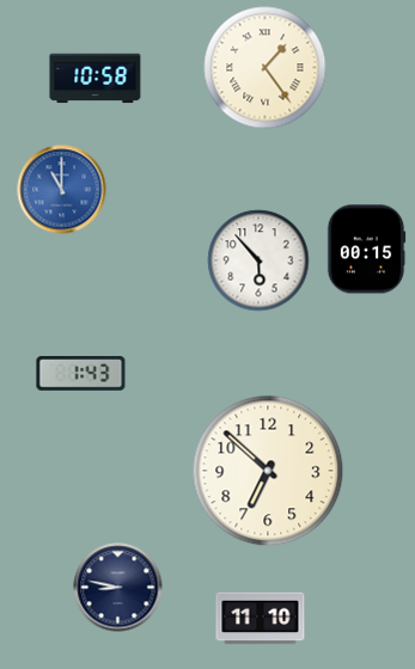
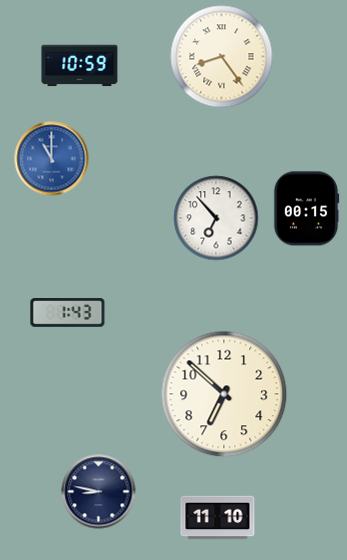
clock at (266, 68): 1:24 -> 8:24
clock at (96, 79): 10:58 -> 10:59
clock at (258, 260): 5:53 -> 6:53
